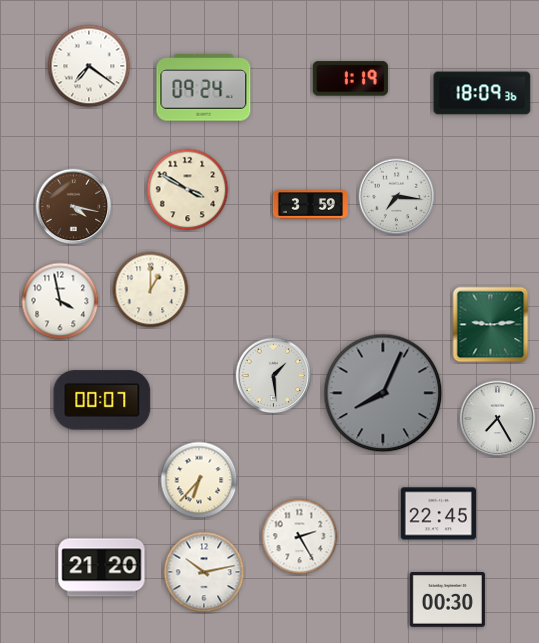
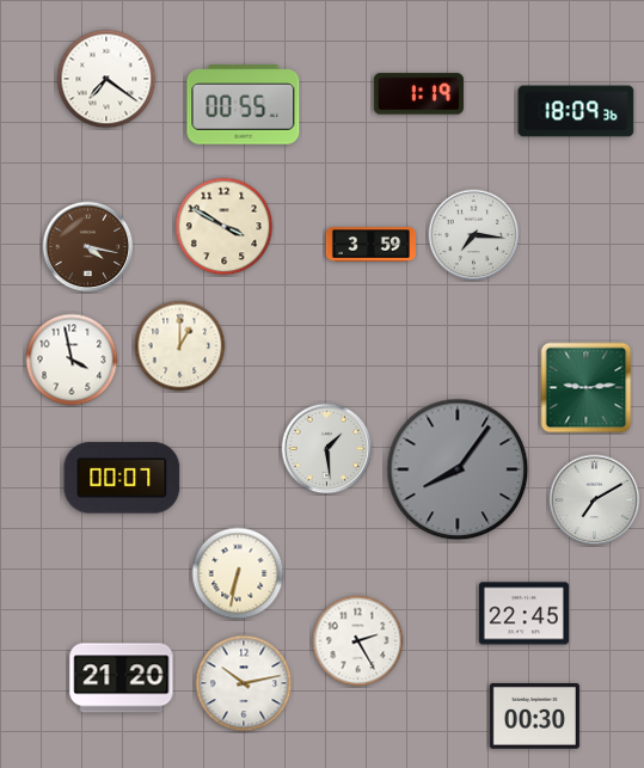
clock at (204, 88): 09:24 -> 00:55
clock at (383, 393): 8:04 -> 8:06
clock at (498, 419): 7:25 -> 7:10
clock at (199, 480): 6:37 -> 6:32
